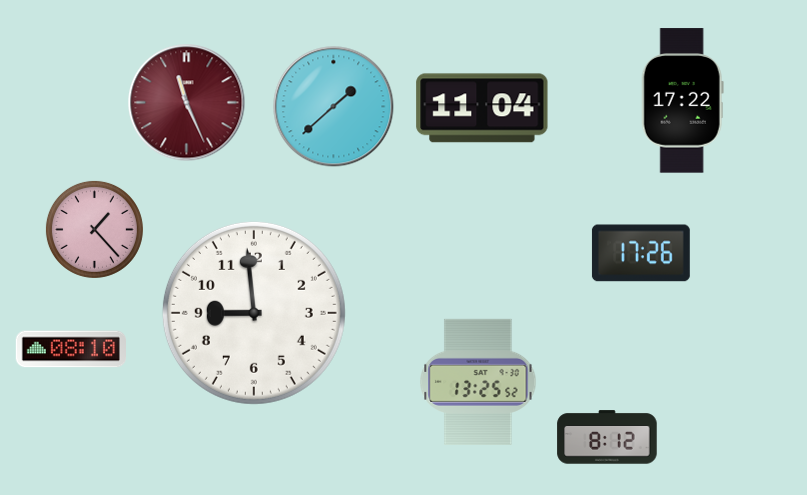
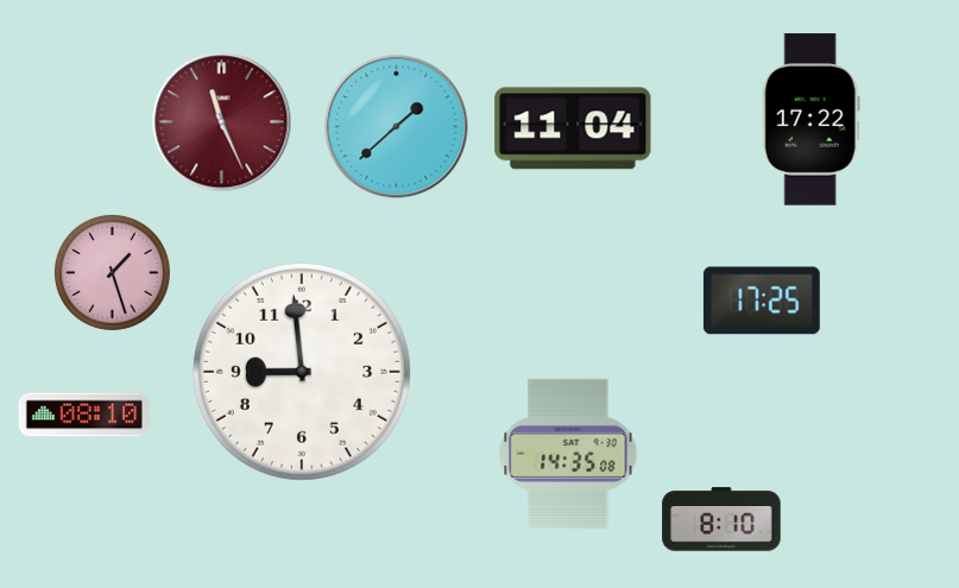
clock at (94, 229): 1:23 -> 1:27
clock at (641, 253): 17:26 -> 17:25
clock at (478, 382): 13:25 -> 14:35
clock at (607, 437): 8:12 -> 8:10
